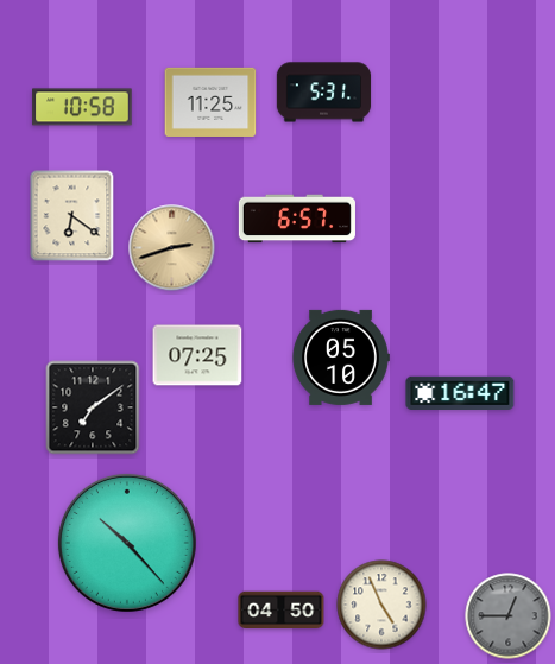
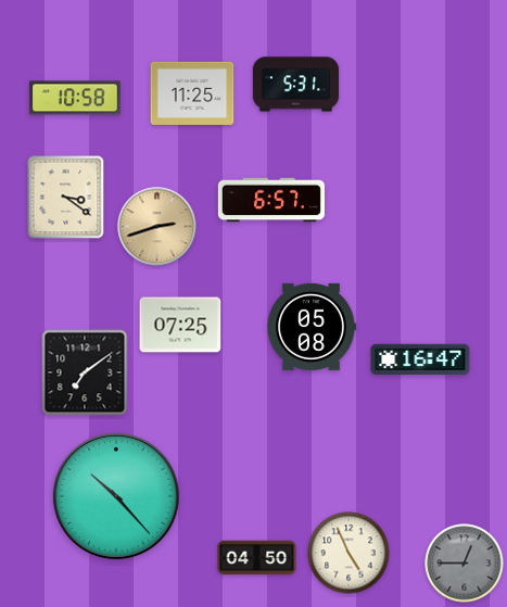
clock at (72, 216): 6:21 -> 3:21
clock at (341, 358): 05:10 -> 05:08
